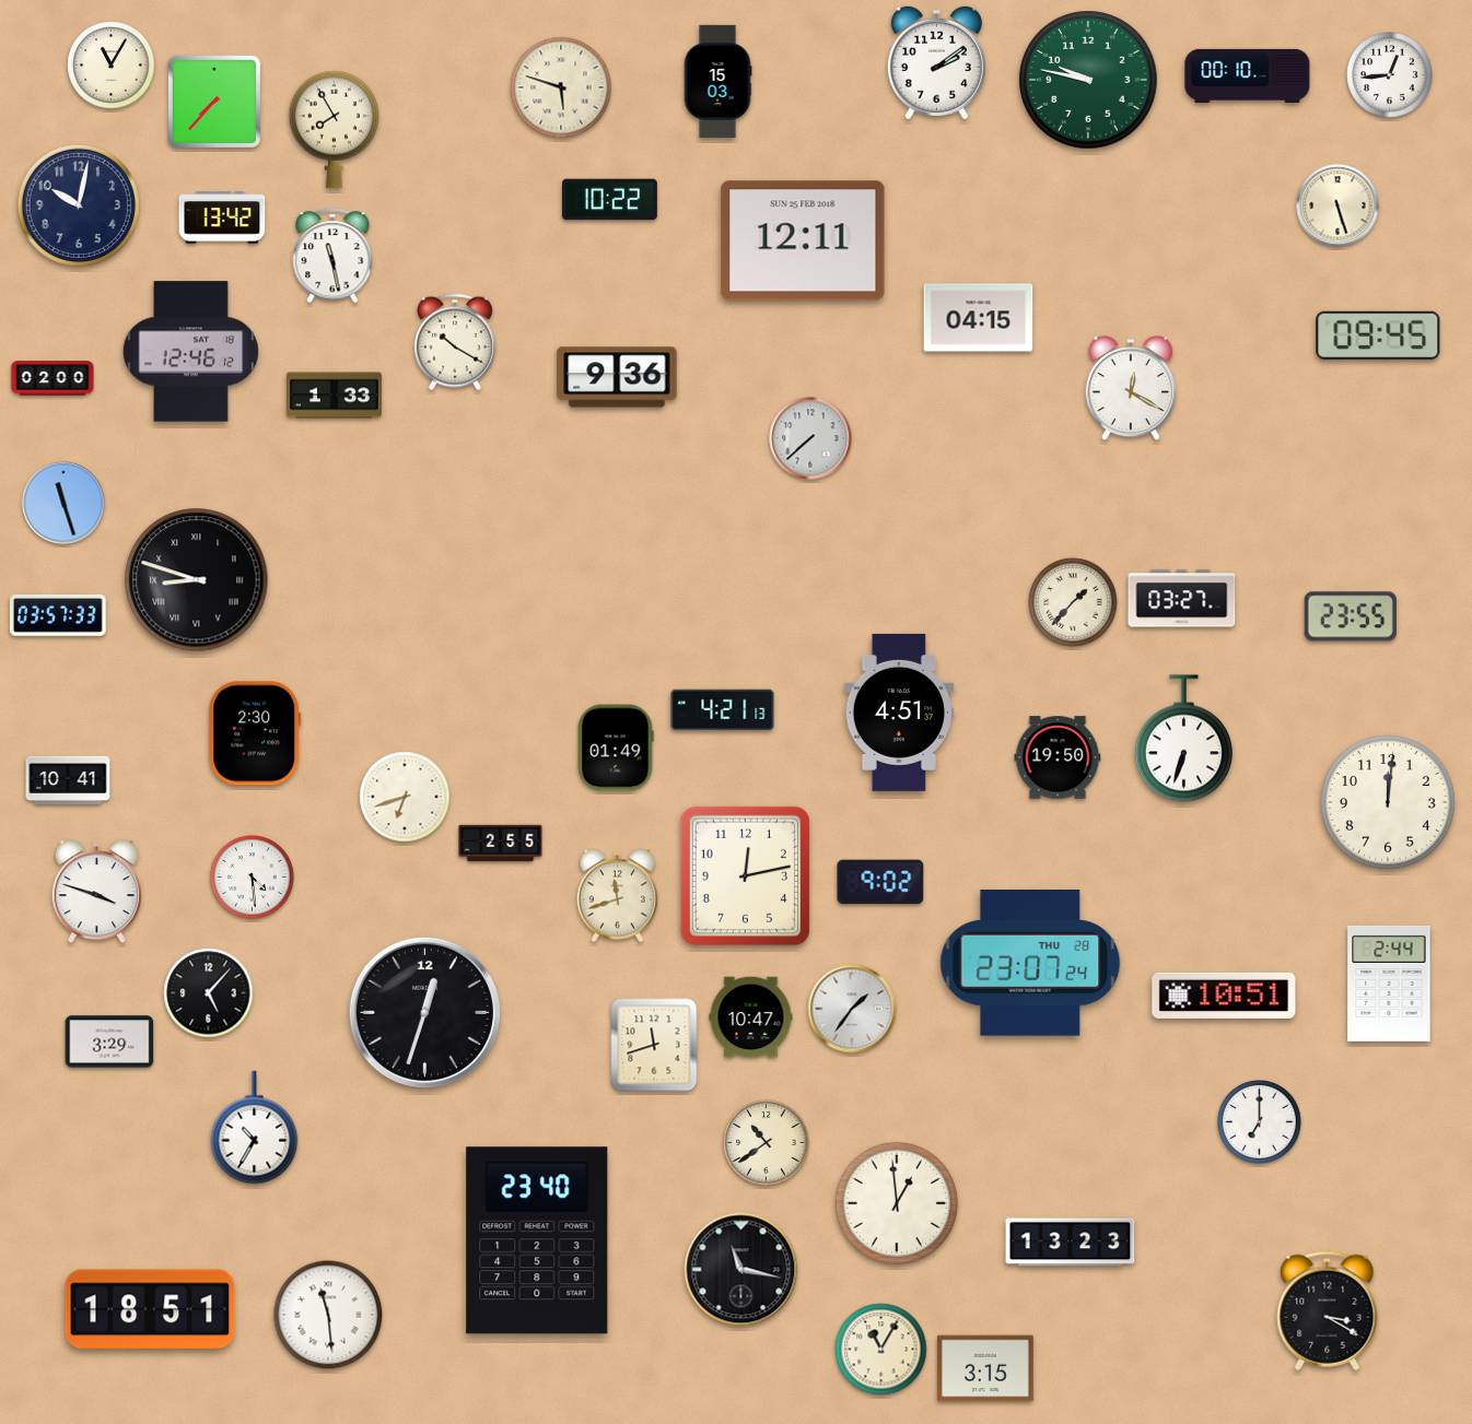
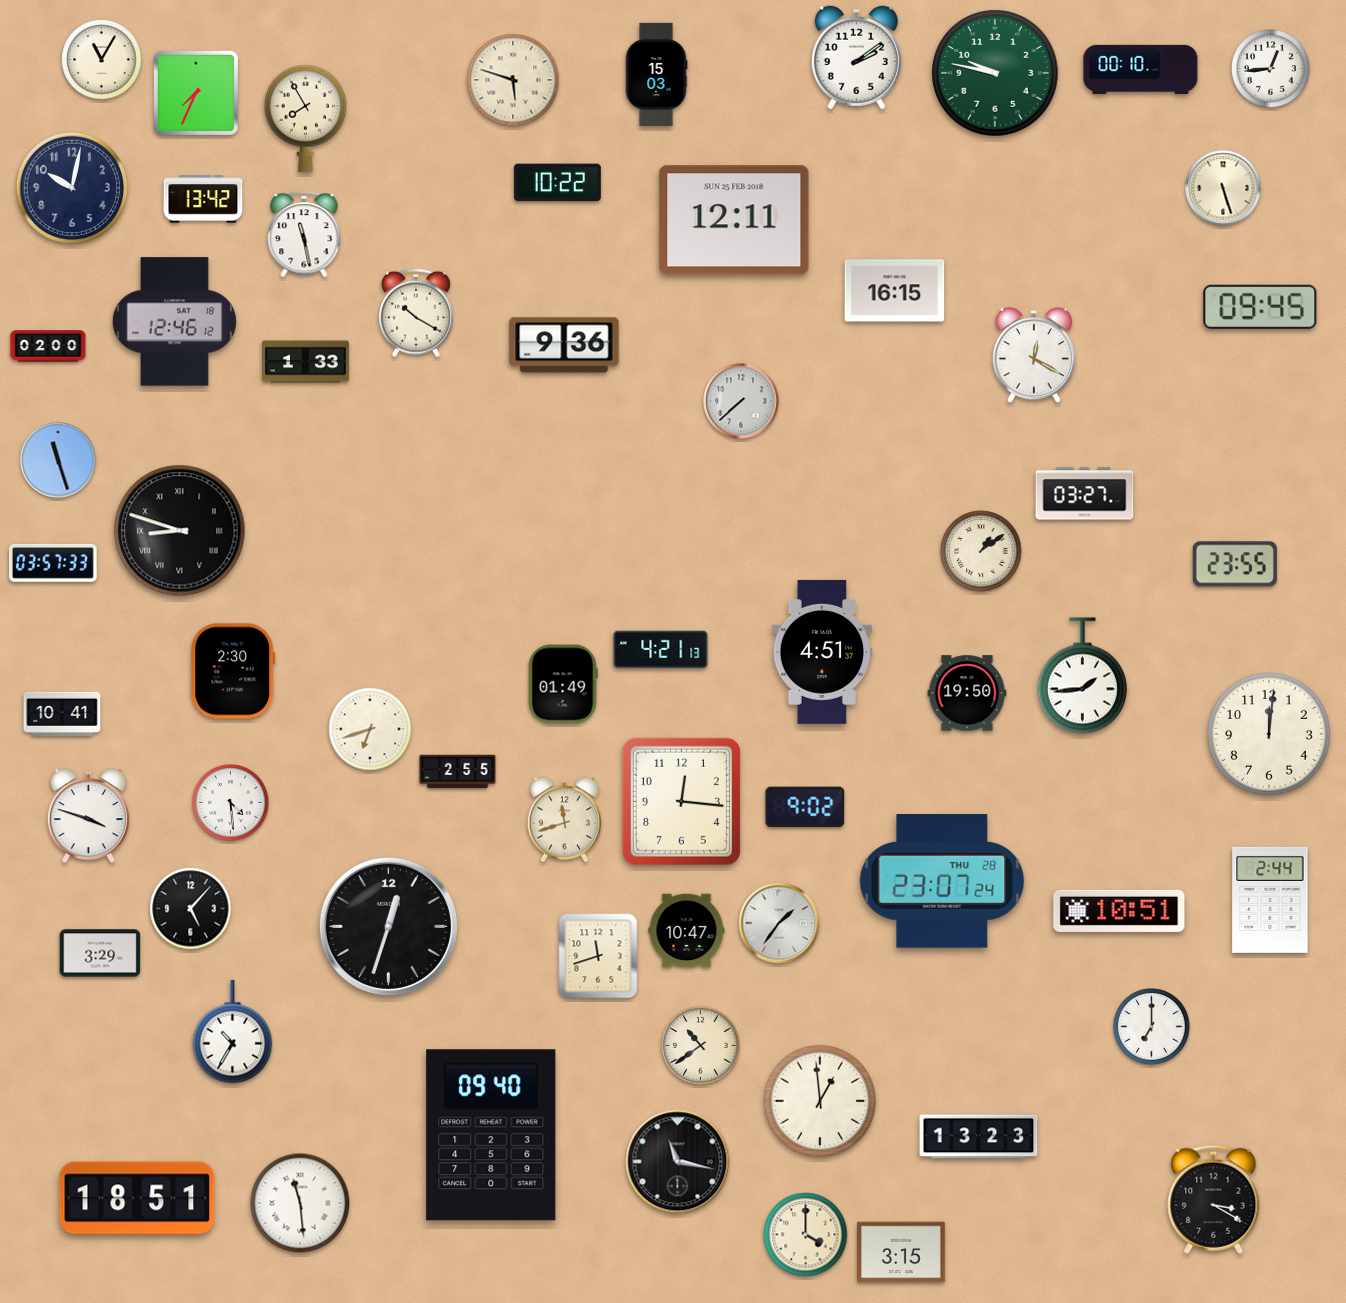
clock at (214, 102): 7:37 -> 7:34
clock at (979, 318): 04:15 -> 16:15
clock at (1182, 599) position: (1182, 599) -> (1085, 494)
clock at (1073, 602): 1:37 -> 1:09
clock at (1183, 739): 6:33 -> 1:44
clock at (745, 875): 12:13 -> 12:16
clock at (537, 1240): 23:40 -> 09:40
clock at (881, 1350): 11:05 -> 4:00
